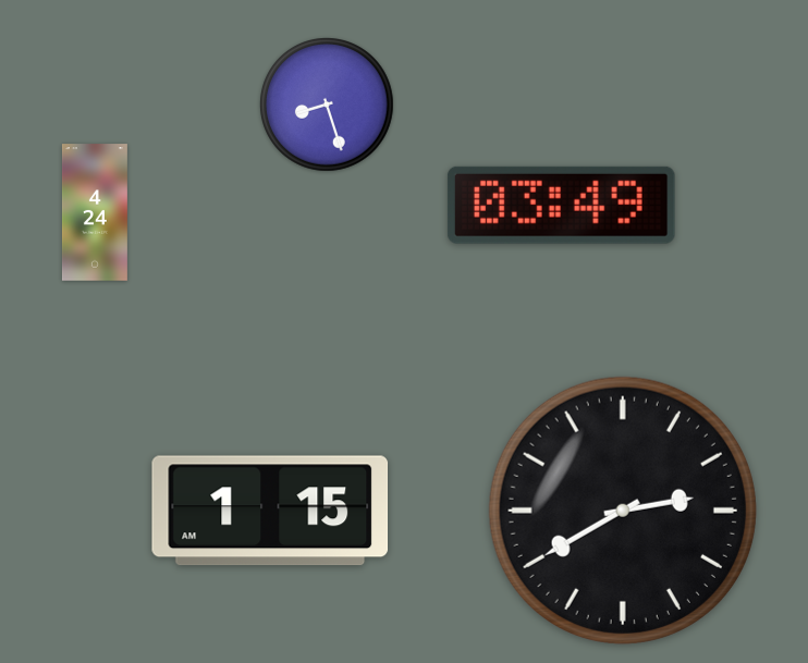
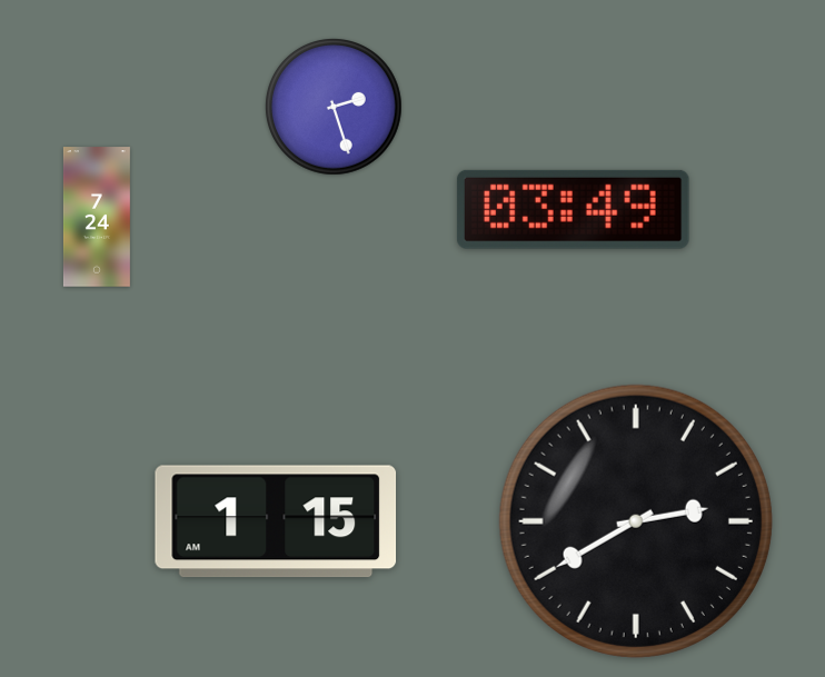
clock at (328, 106): 8:27 -> 2:27
clock at (95, 212): 4:24 -> 7:24
